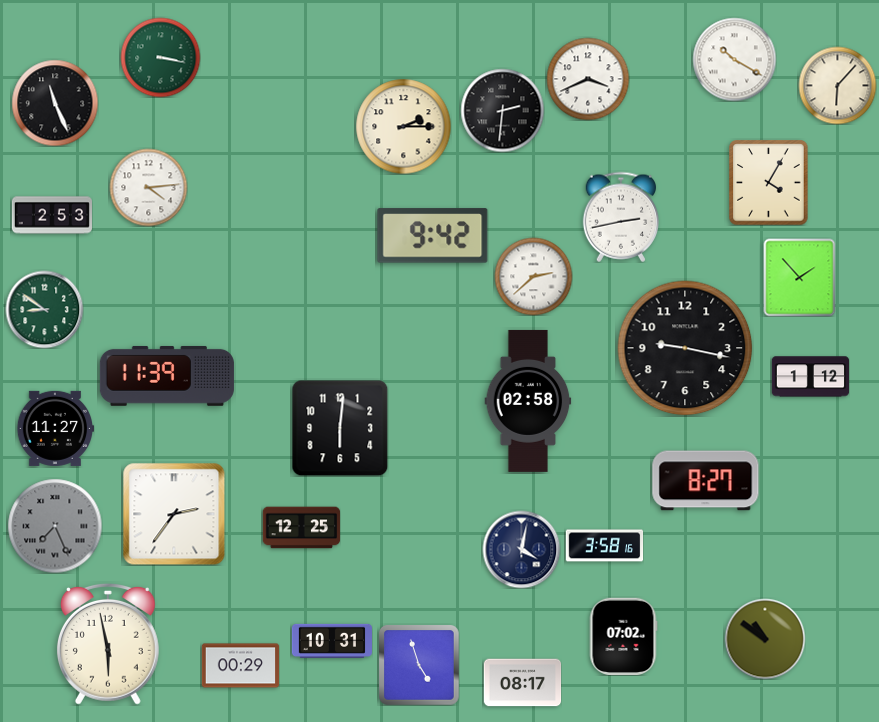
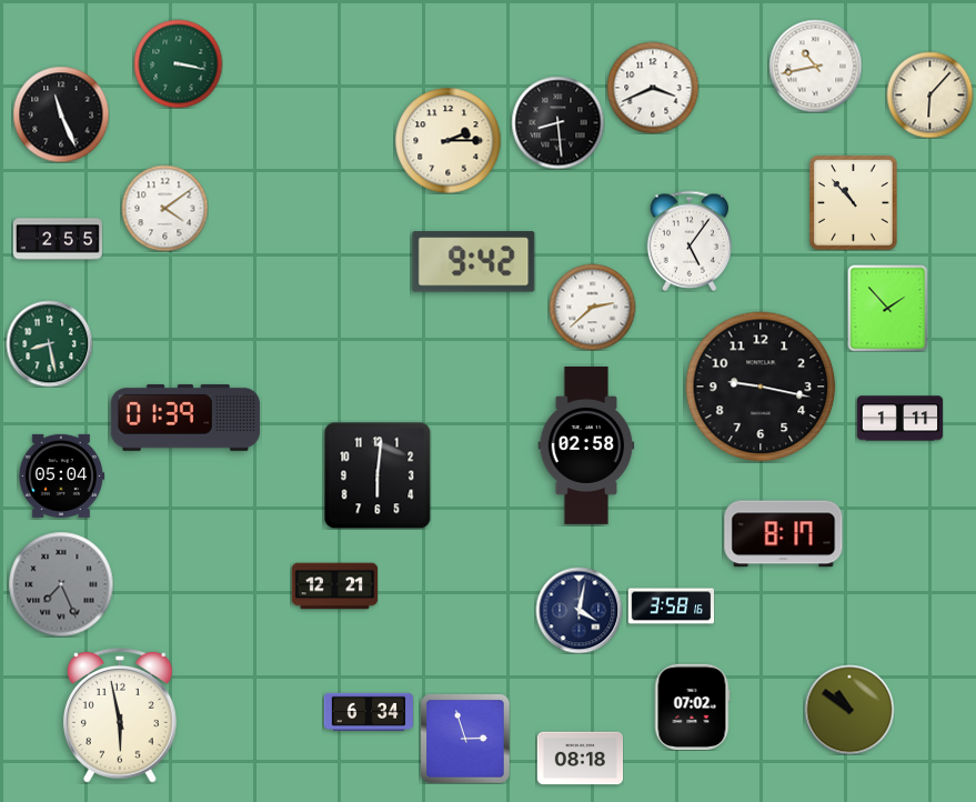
clock at (734, 59): 10:20 -> 10:43
clock at (502, 110): 2:31 -> 8:29
clock at (769, 182): 4:05 -> 10:53
clock at (148, 187): 4:14 -> 4:09
clock at (52, 215): 2:53 -> 2:55
clock at (620, 217): 2:43 -> 5:06
clock at (433, 236) position: (433, 236) -> (474, 262)
clock at (44, 309): 8:51 -> 8:28
clock at (167, 376): 11:39 -> 01:39
clock at (810, 377): 1:12 -> 1:11
clock at (55, 428): 11:27 -> 05:04
clock at (706, 481): 8:27 -> 8:17
clock at (174, 514): 2:36 -> none
clock at (301, 528): 12:25 -> 12:21
clock at (332, 641): 10:31 -> 6:34
clock at (419, 665): 4:57 -> 2:57
clock at (240, 666): 00:29 -> none
clock at (522, 683): 08:17 -> 08:18
